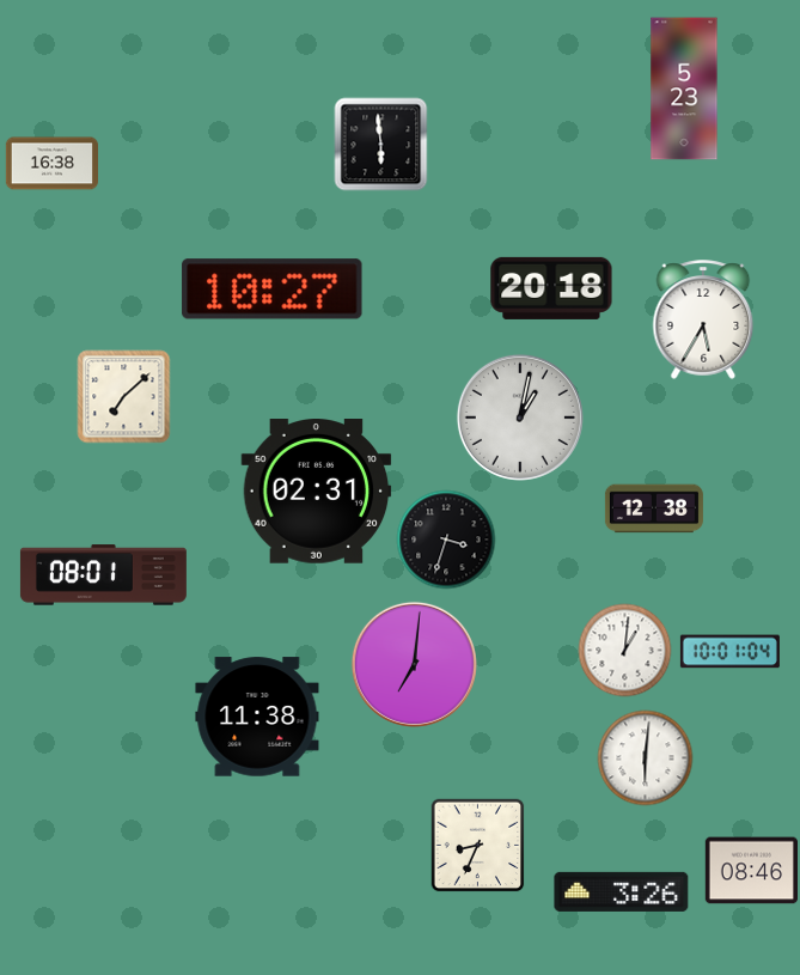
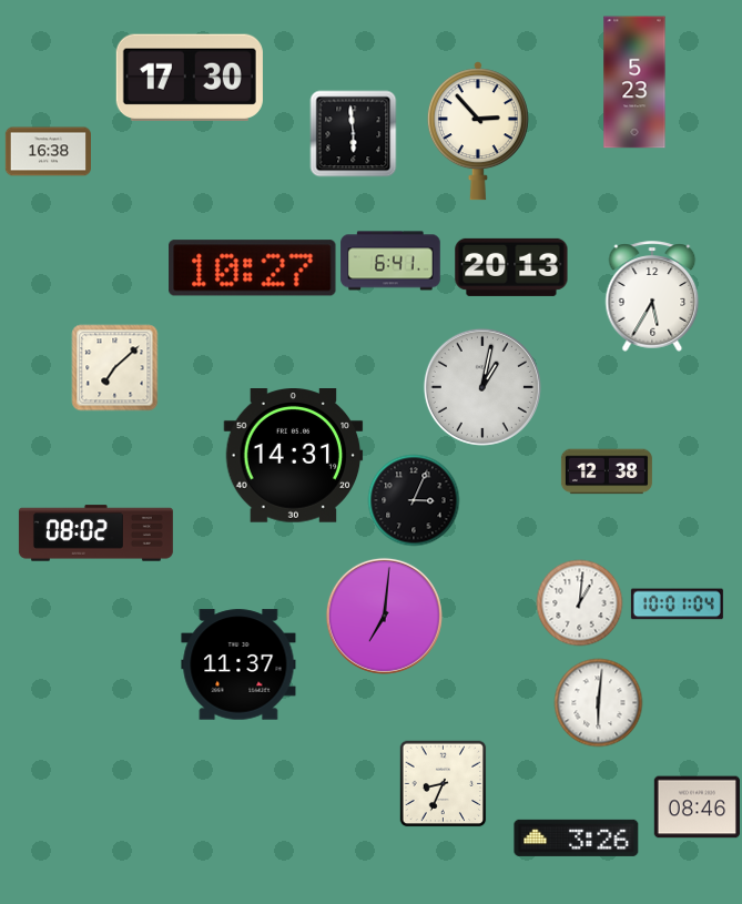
clock at (190, 77): none -> 17:30
clock at (478, 131): none -> 2:53
clock at (390, 261): none -> 6:41
clock at (551, 288): 20:18 -> 20:13
clock at (317, 492): 02:31 -> 14:31
clock at (446, 540): 3:33 -> 3:04
clock at (103, 575): 08:01 -> 08:02
clock at (257, 717): 11:38 -> 11:37
clock at (622, 891) position: (622, 891) -> (577, 837)
